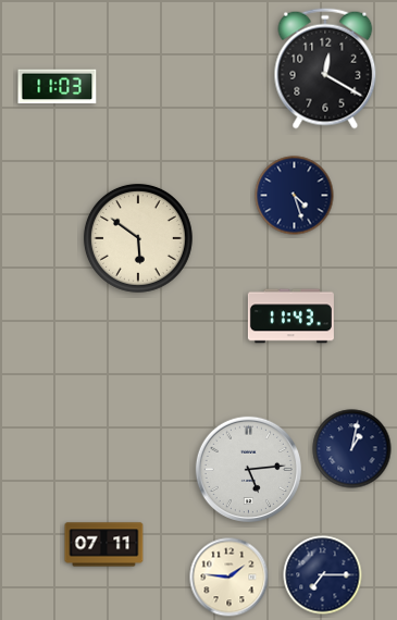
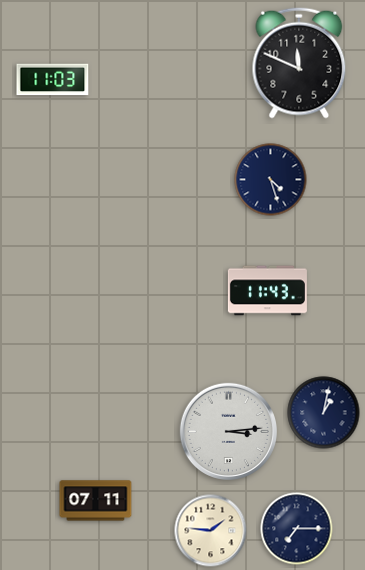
clock at (325, 69): 12:20 -> 11:49
clock at (138, 238): 5:51 -> none
clock at (248, 469): 5:14 -> 3:14
